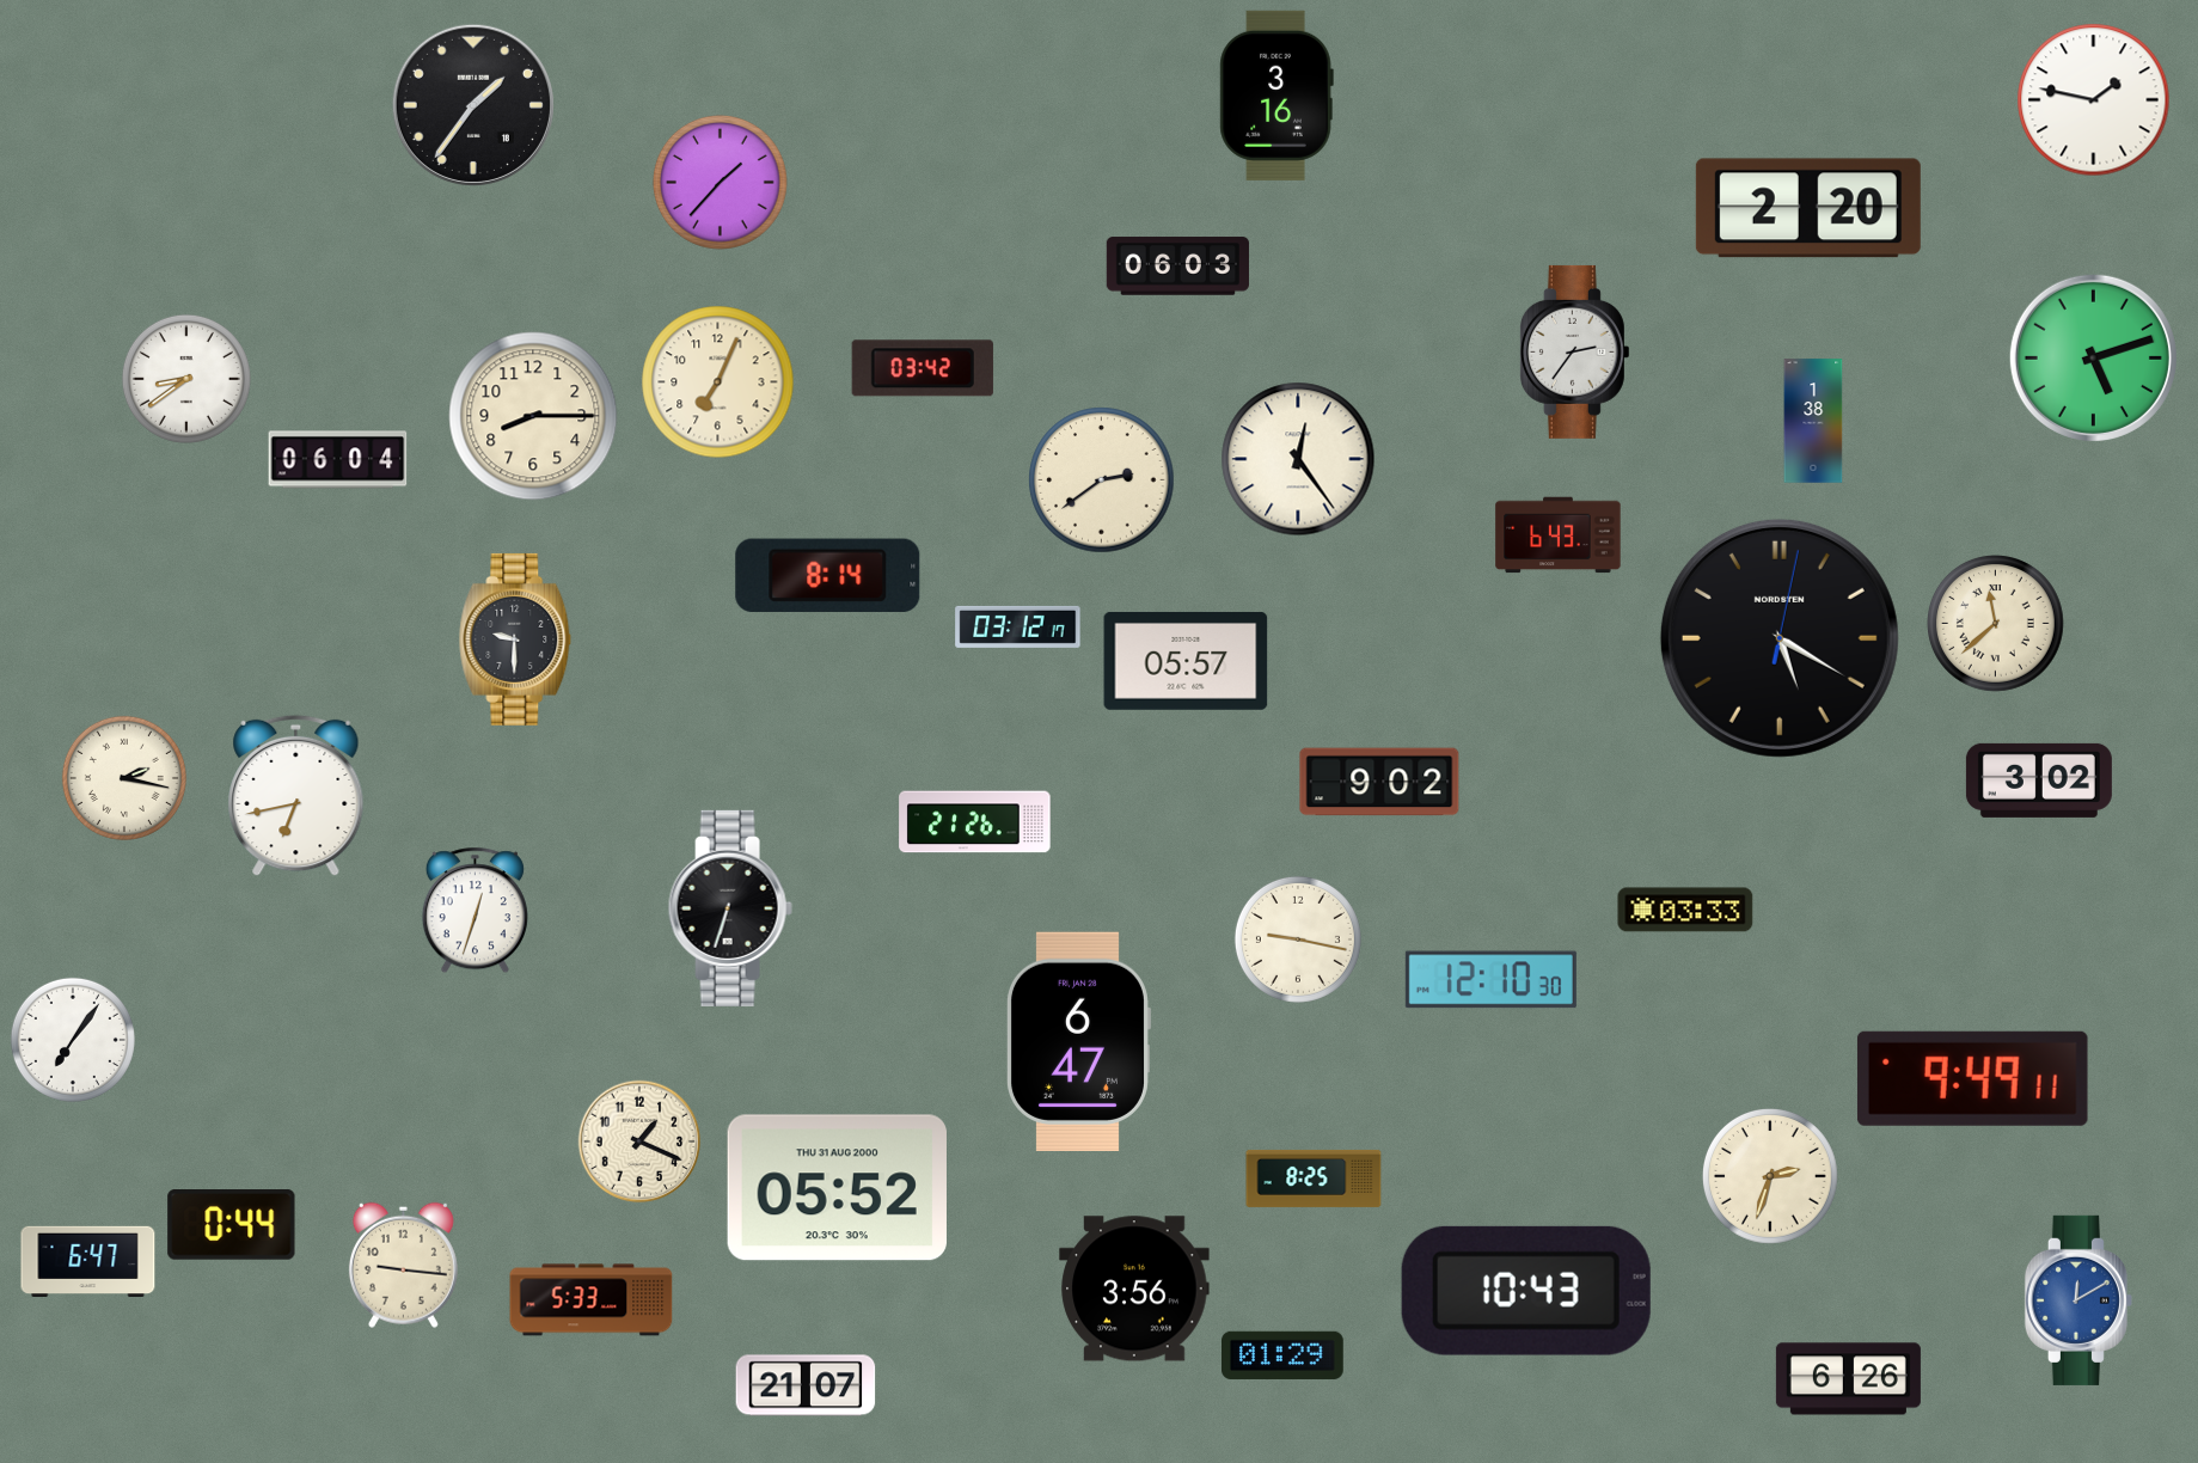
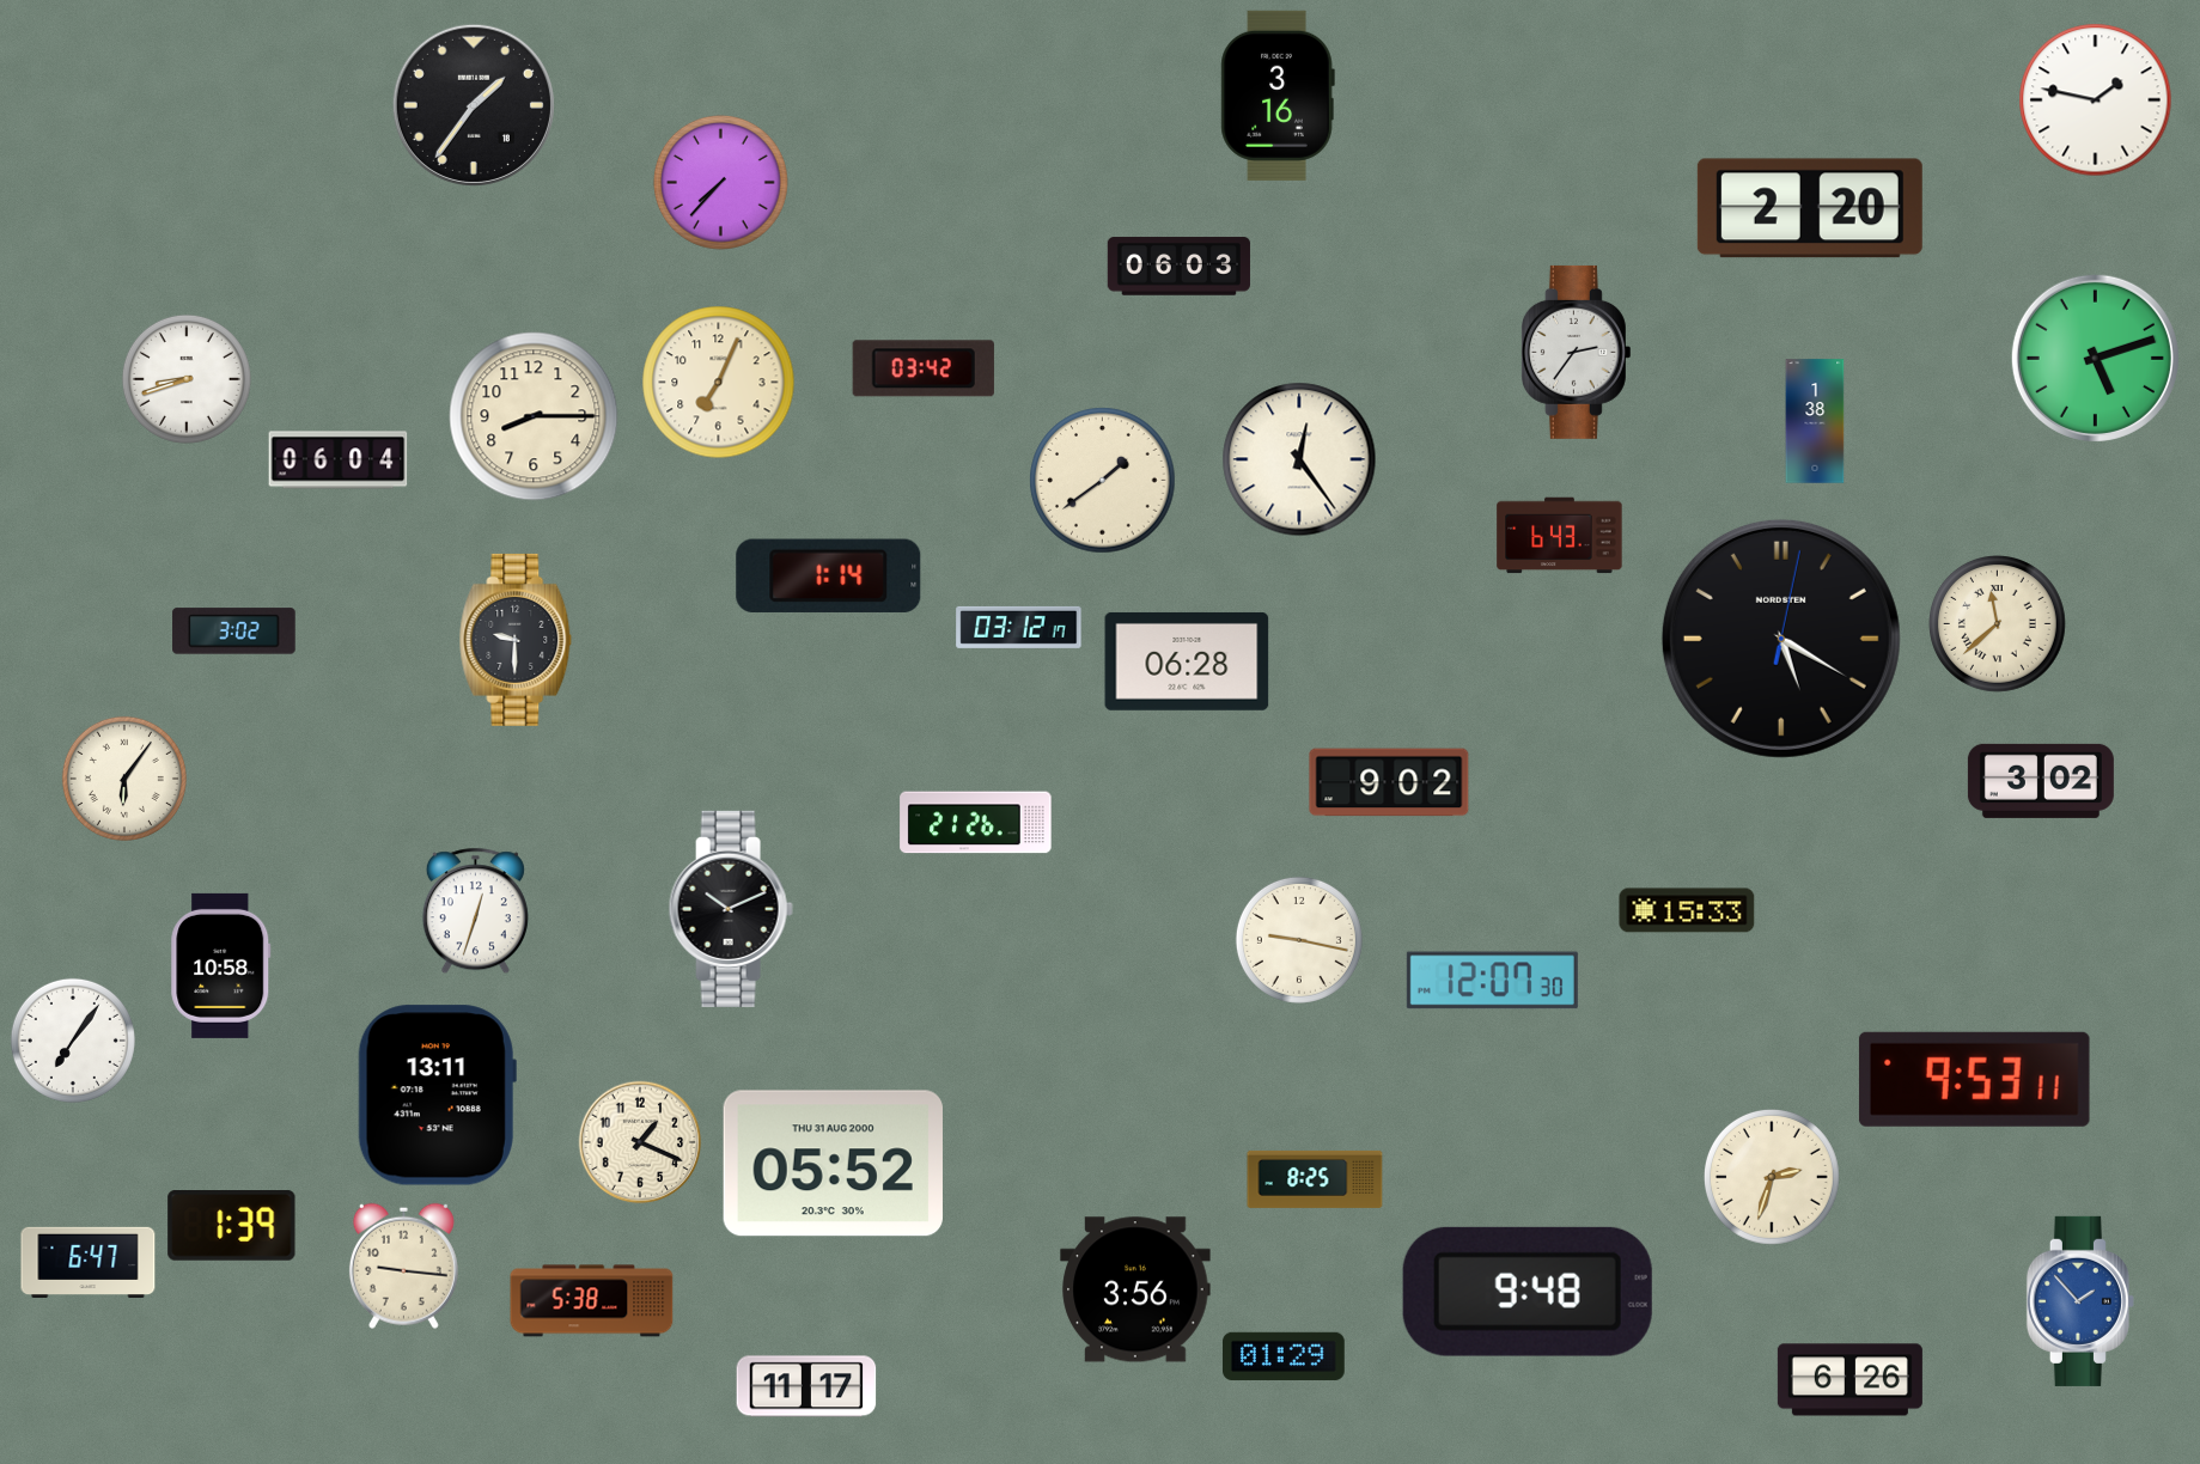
clock at (720, 182): 1:37 -> 7:37
clock at (186, 379): 8:39 -> 8:42
clock at (1102, 480): 2:39 -> 1:39
clock at (828, 575): 8:14 -> 1:14
clock at (234, 632): none -> 3:02
clock at (1186, 661): 05:57 -> 06:28
clock at (124, 778): 2:17 -> 6:06
clock at (1379, 782) position: (1379, 782) -> (1389, 782)
clock at (296, 796): 6:43 -> none
clock at (730, 908): 6:33 -> 10:11
clock at (1685, 910): 03:33 -> 15:33
clock at (221, 965): none -> 10:58
clock at (1490, 980): 12:10 -> 12:07
clock at (1078, 1041): 6:47 -> none
clock at (1972, 1078): 9:49 -> 9:53
clock at (437, 1096): none -> 13:11
clock at (837, 1188) position: (837, 1188) -> (833, 1164)
clock at (232, 1225): 0:44 -> 1:39
clock at (1526, 1291): 10:43 -> 9:48
clock at (592, 1300): 5:33 -> 5:38
clock at (2078, 1300): 12:10 -> 1:53
clock at (806, 1385): 21:07 -> 11:17
